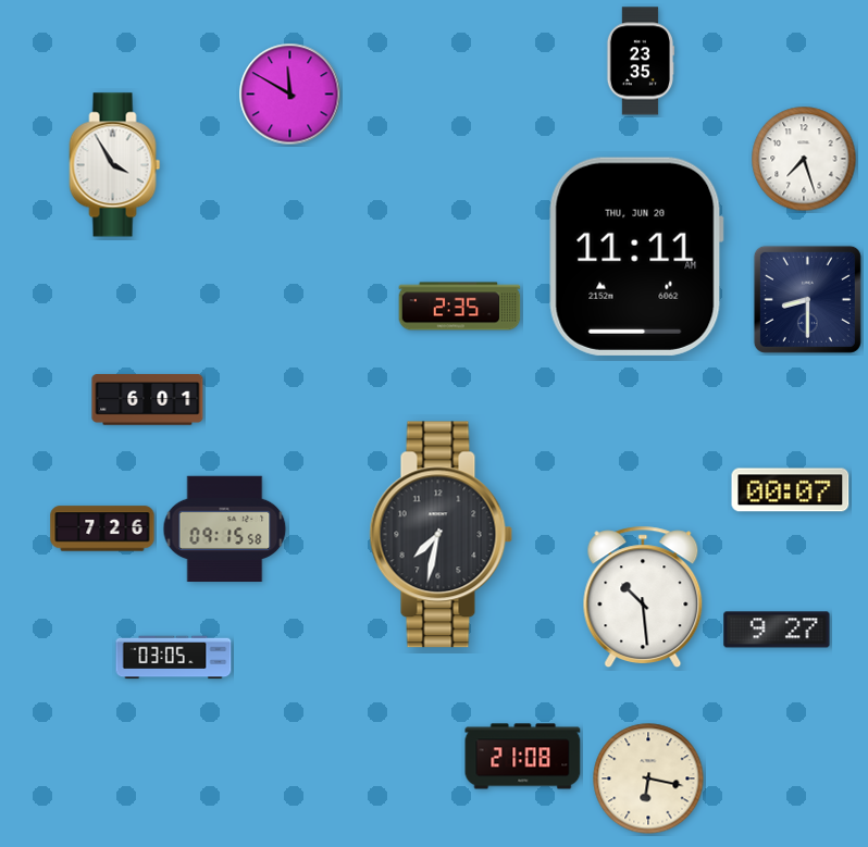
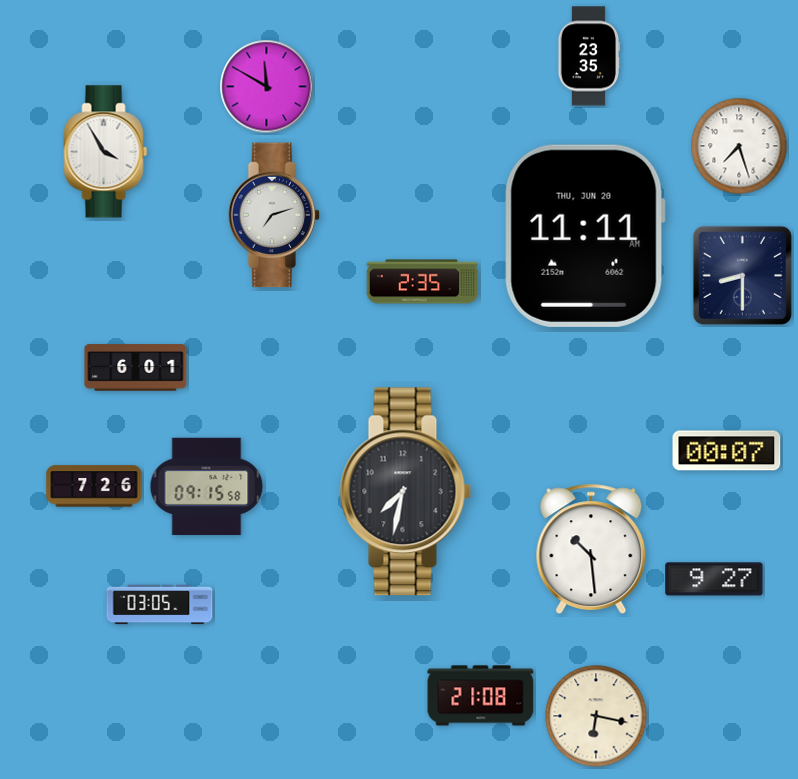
clock at (274, 215): none -> 7:12
